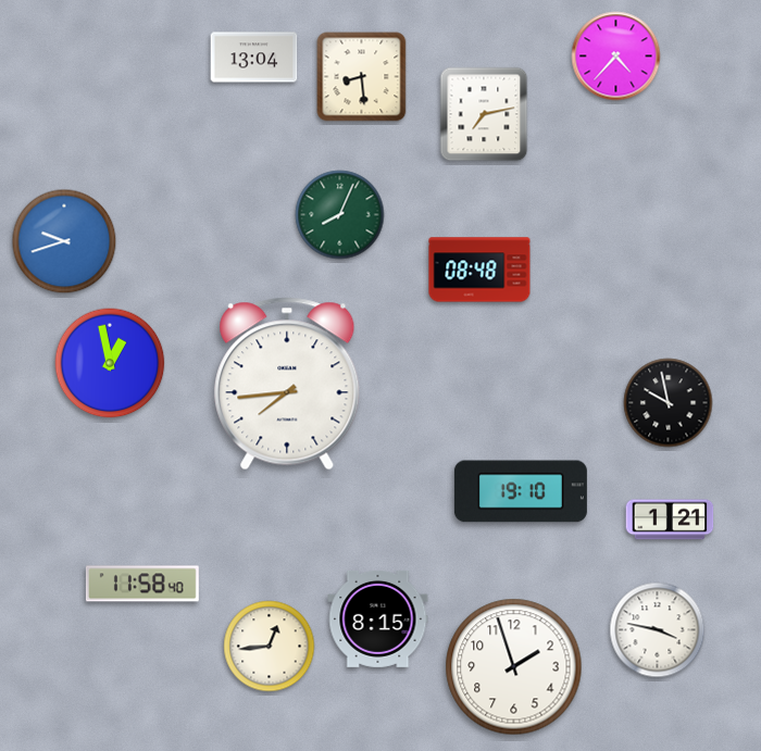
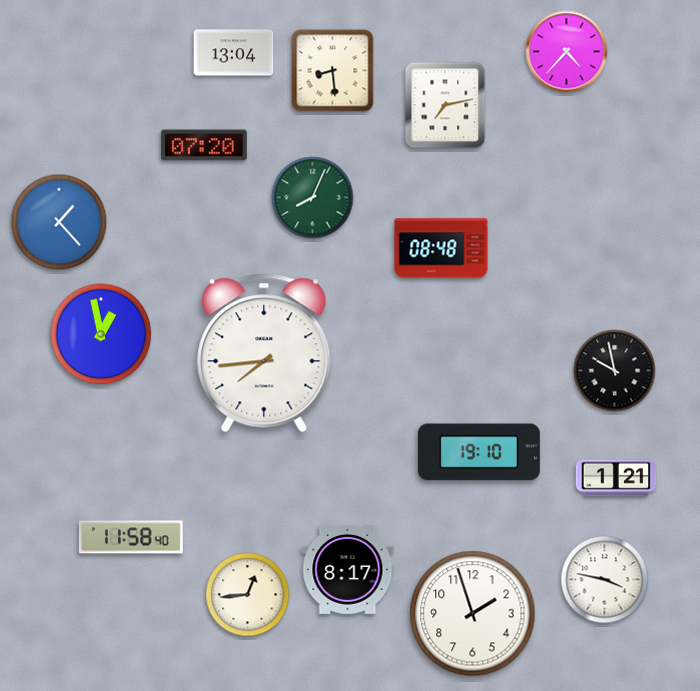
clock at (205, 145): none -> 07:20
clock at (64, 241): 9:42 -> 1:23
clock at (378, 618): 8:15 -> 8:17
